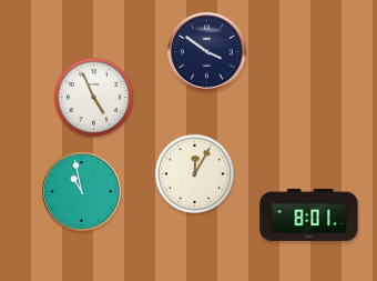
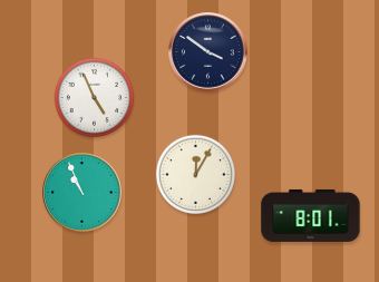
clock at (82, 192): 10:58 -> 10:56
